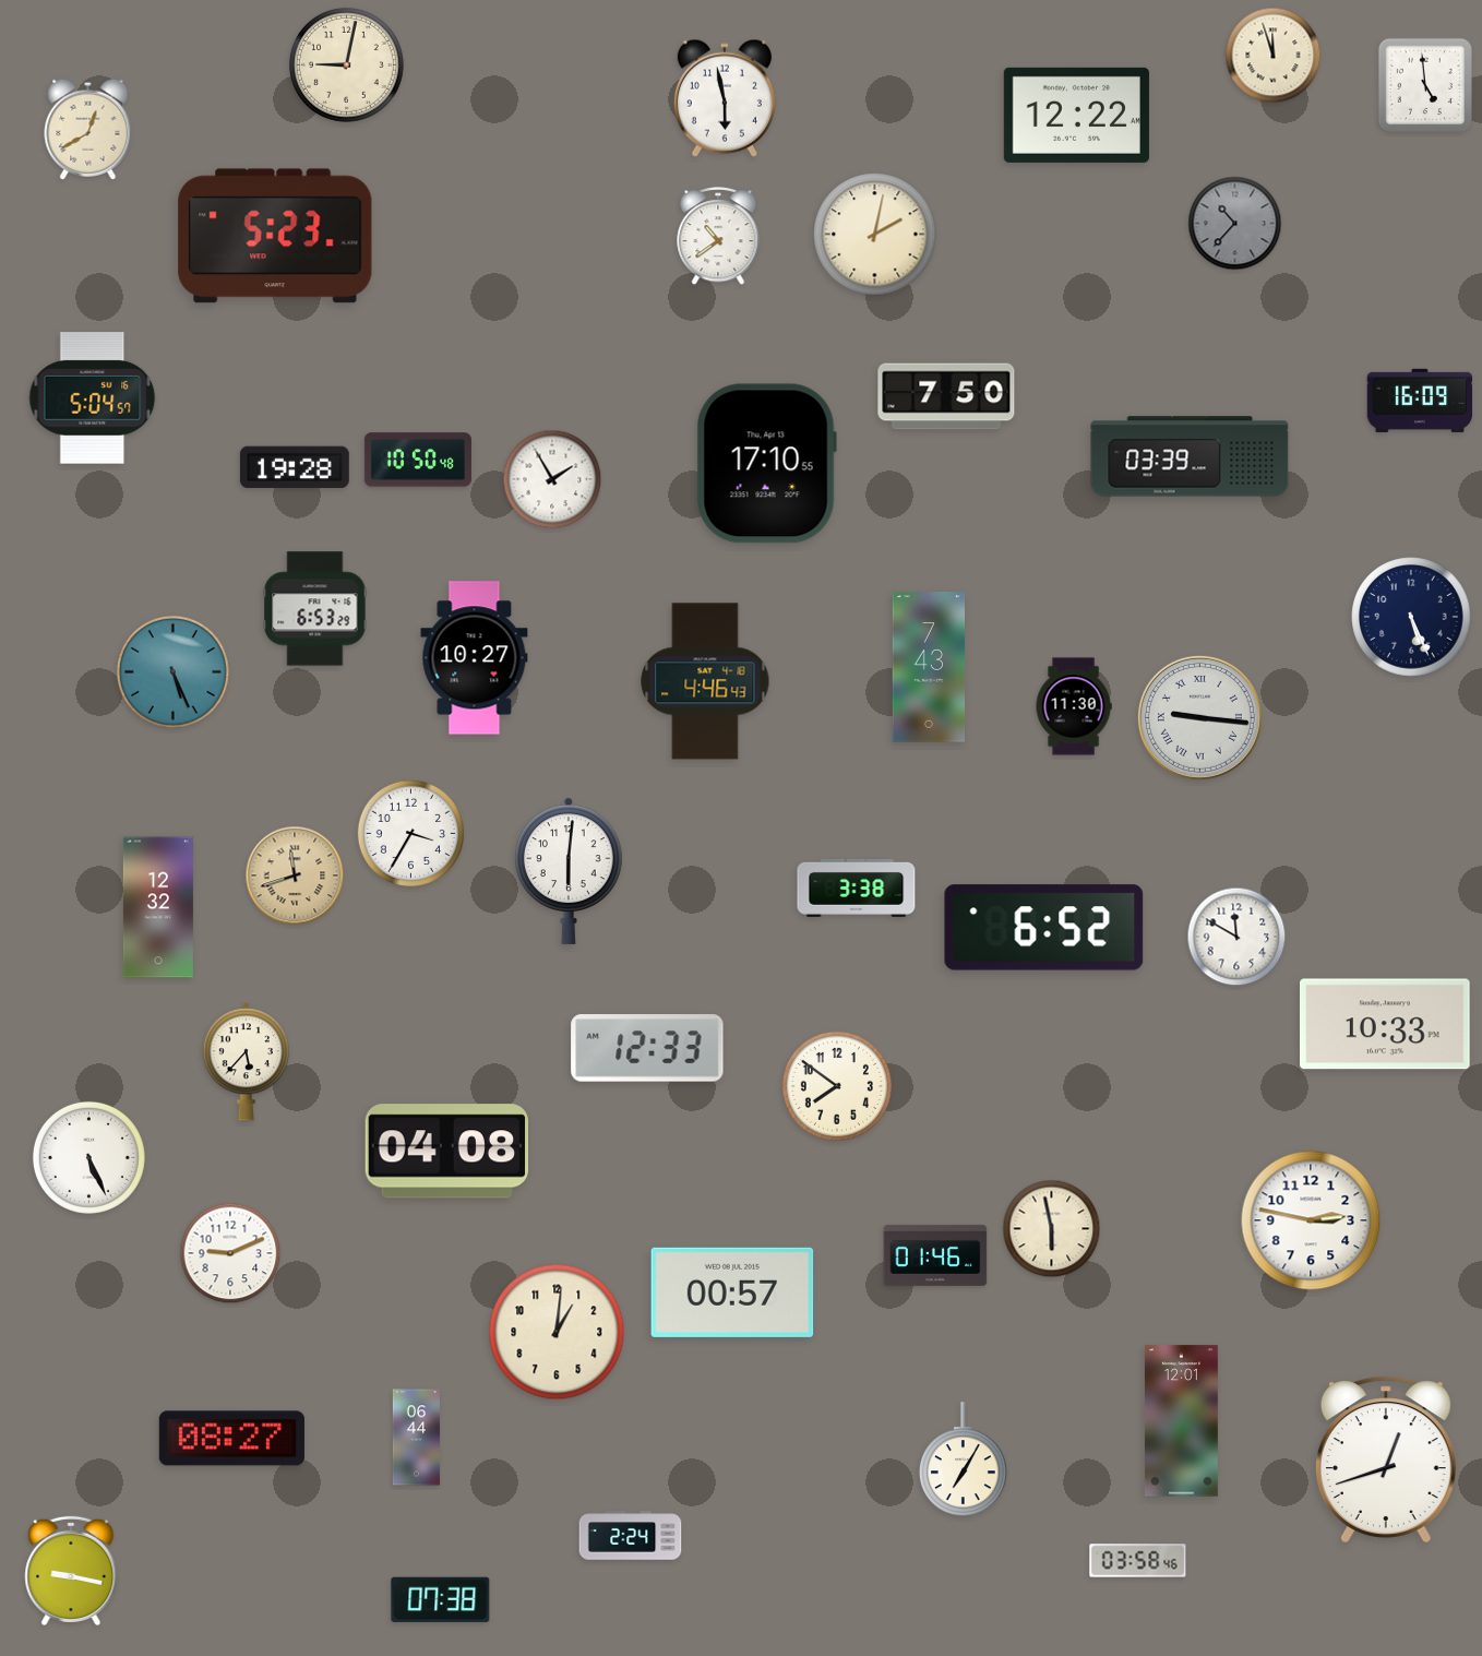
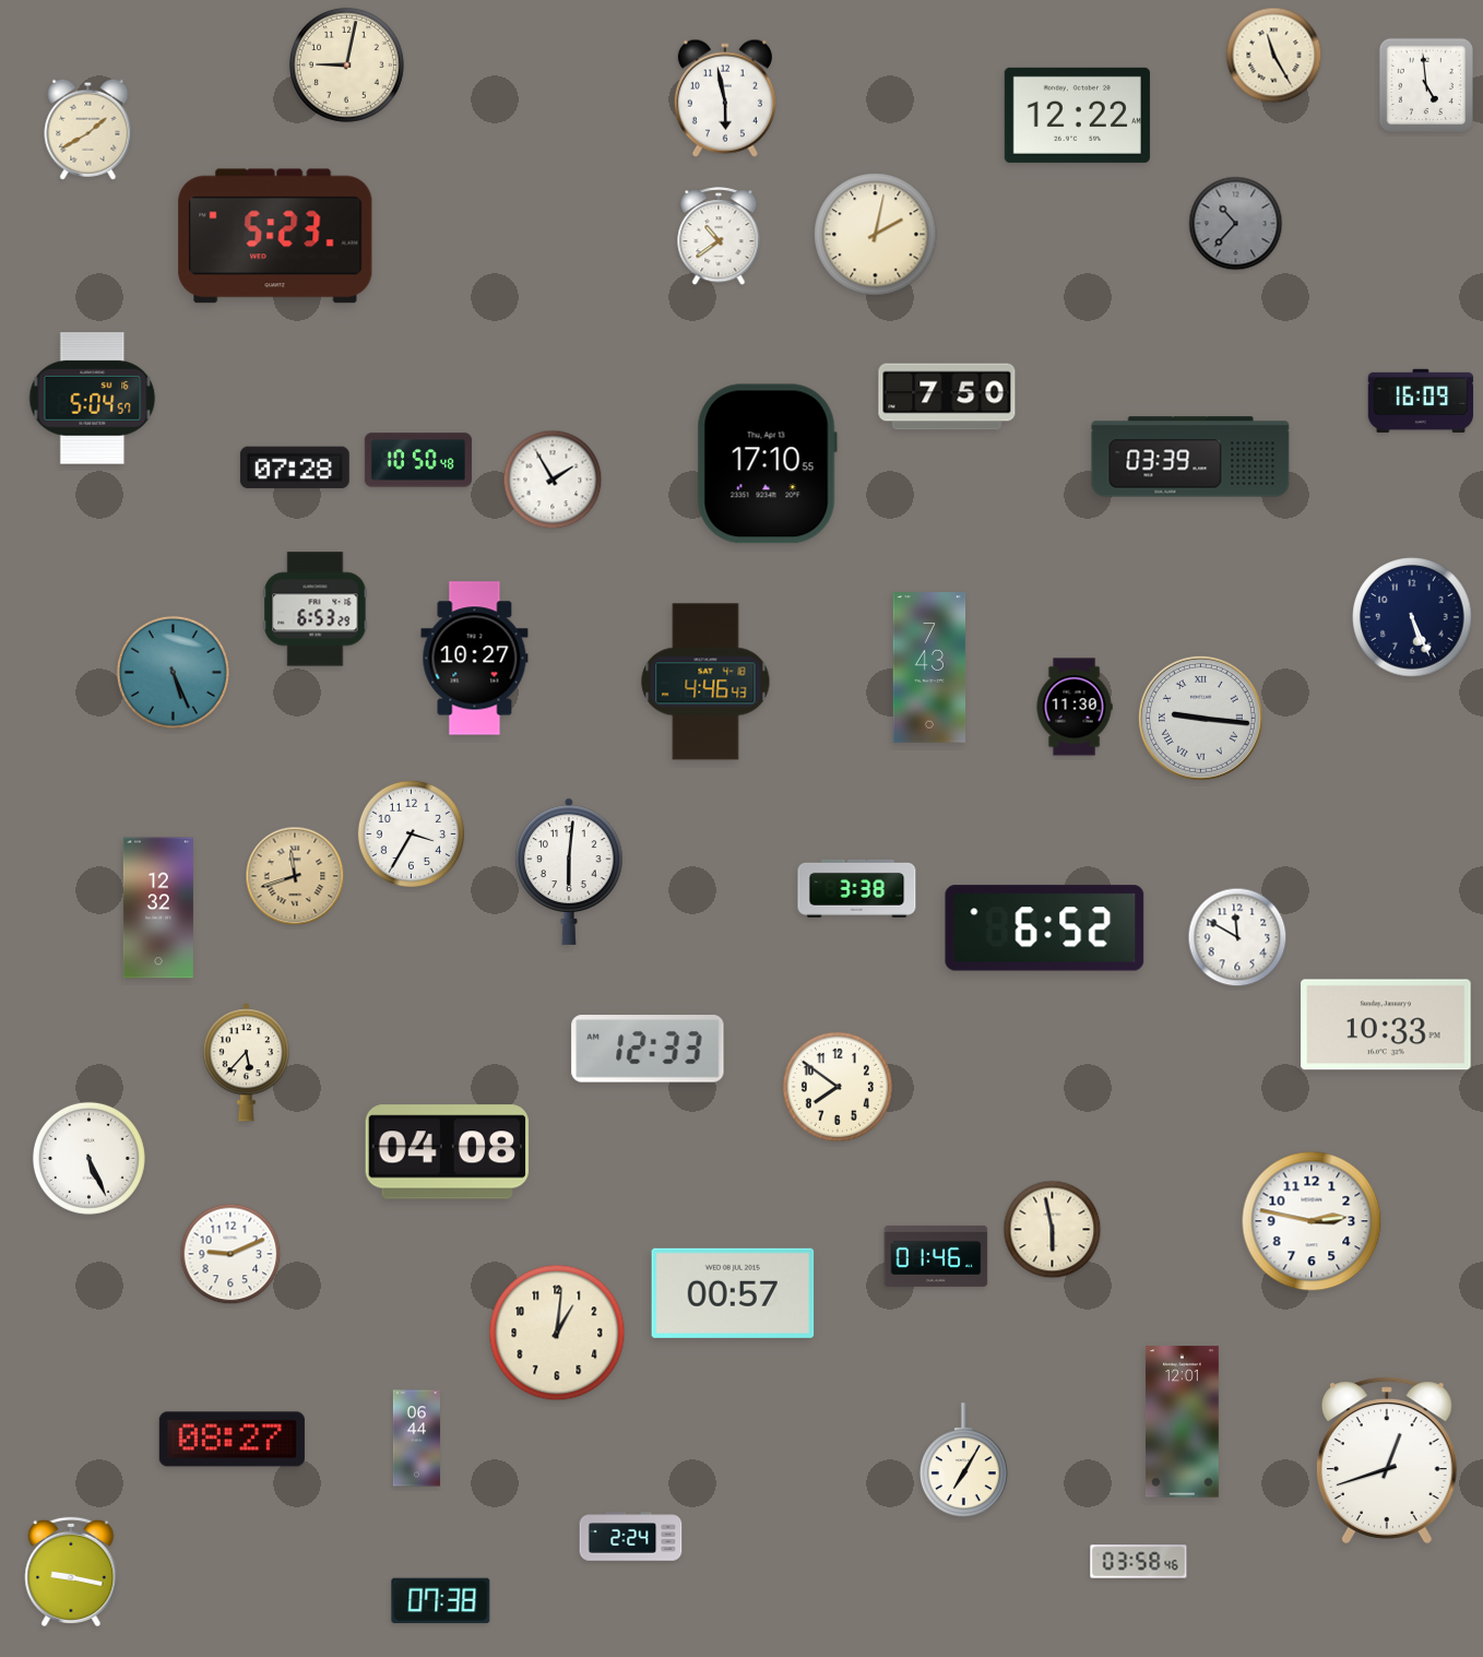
clock at (1274, 56): 11:57 -> 11:25
clock at (88, 129): 12:40 -> 1:40
clock at (295, 467): 19:28 -> 07:28
